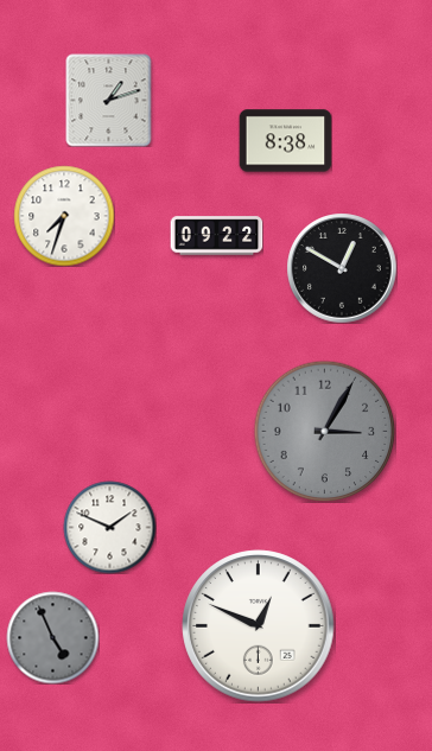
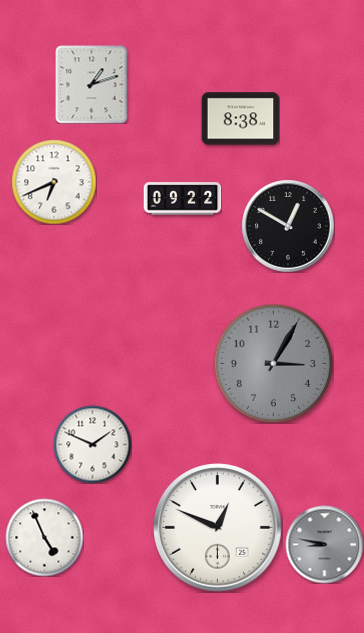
clock at (64, 216): 7:33 -> 6:41
clock at (52, 637) dial: grey -> white
clock at (324, 544): none -> 8:47
